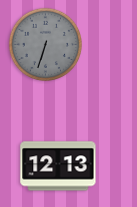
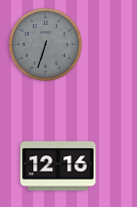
clock at (58, 166): 12:13 -> 12:16
